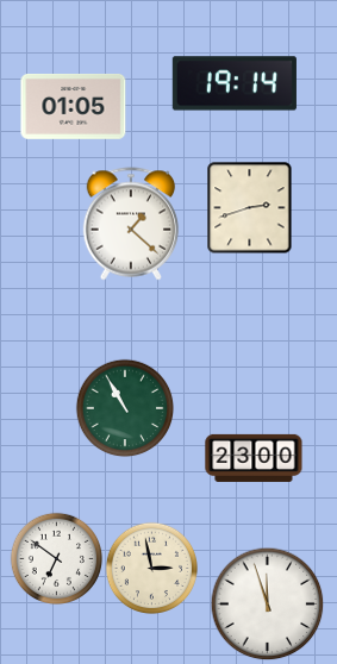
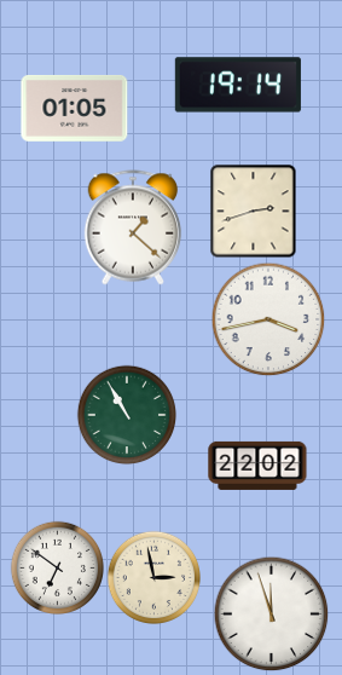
clock at (268, 319): none -> 3:43
clock at (254, 458): 23:00 -> 22:02
